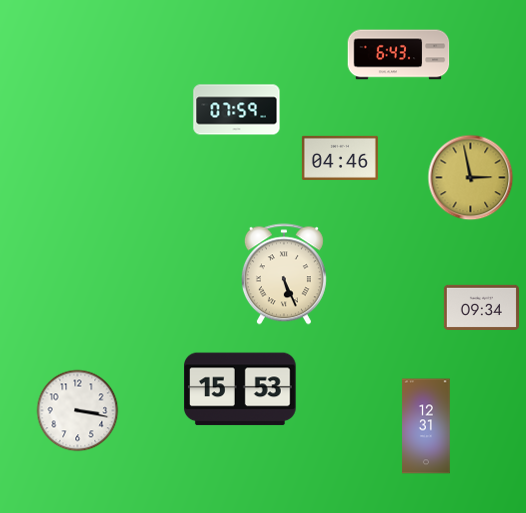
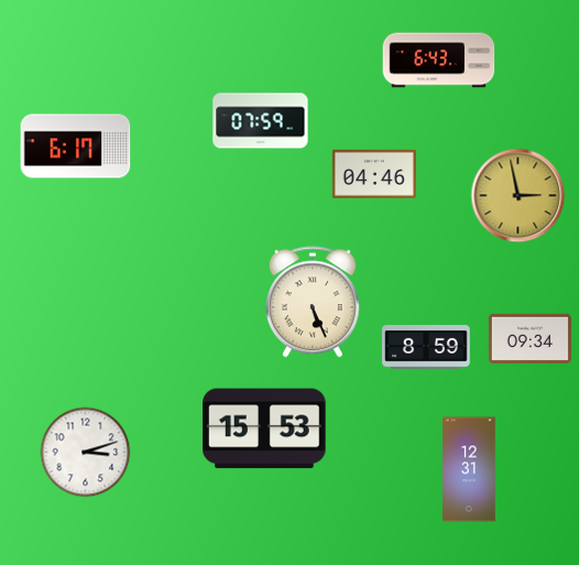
clock at (76, 146): none -> 6:17
clock at (426, 347): none -> 8:59
clock at (78, 411): 3:17 -> 3:12
